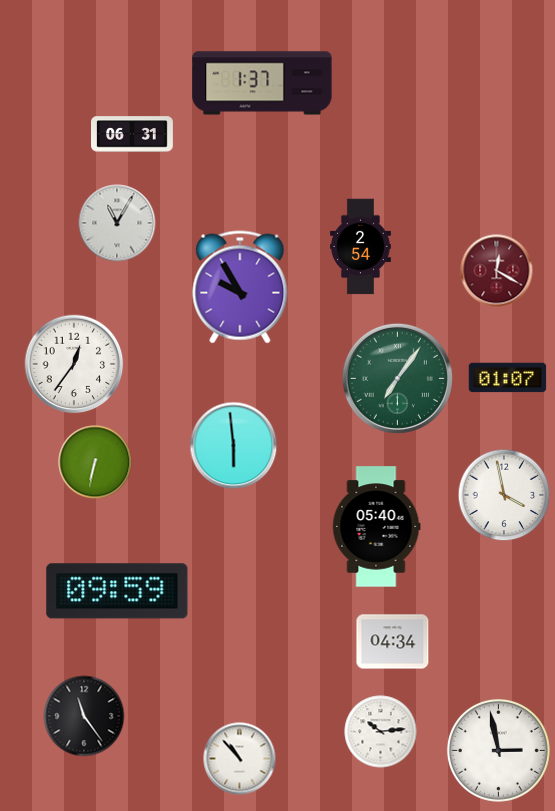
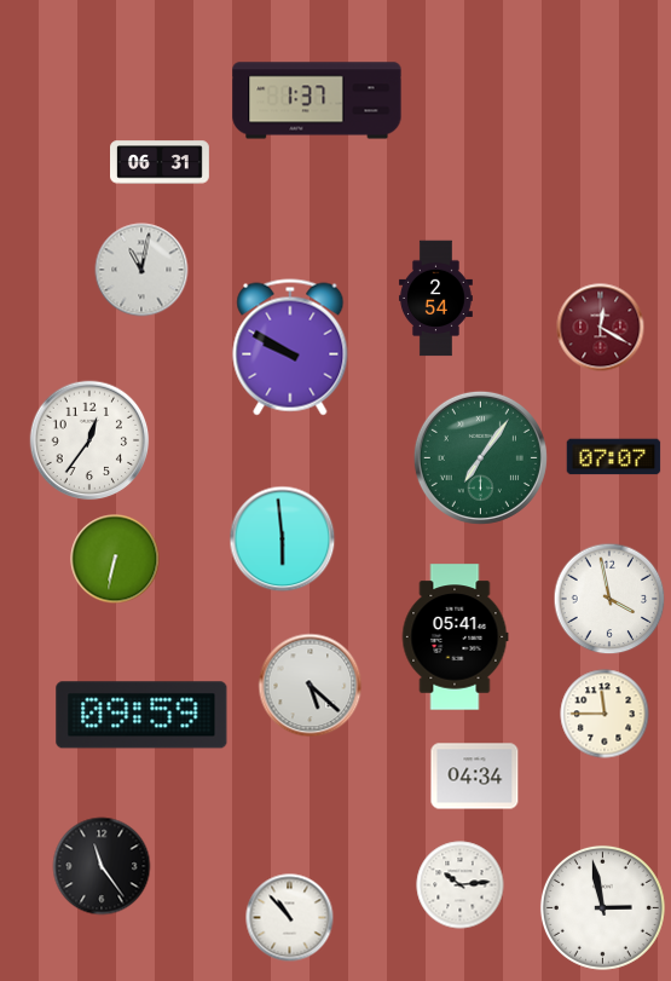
clock at (117, 223): 11:05 -> 11:02
clock at (240, 287): 9:55 -> 9:50
clock at (508, 378): 01:07 -> 07:07
clock at (376, 527): 05:40 -> 05:41
clock at (311, 686): none -> 5:22
clock at (605, 714): none -> 11:45
